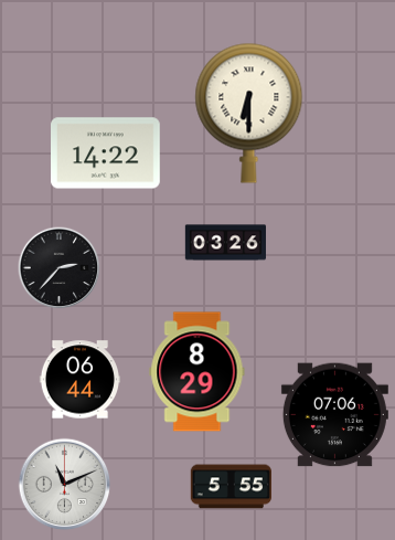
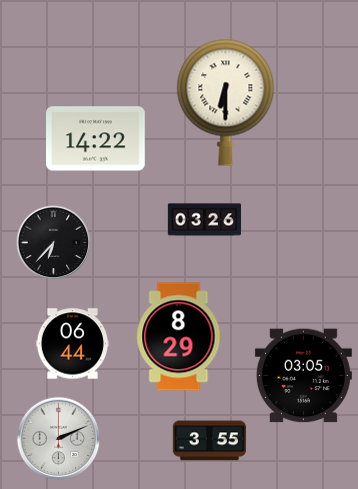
clock at (60, 268): 2:37 -> 6:37
clock at (334, 415): 07:06 -> 03:05
clock at (65, 485): 11:11 -> 2:11
clock at (231, 487): 5:55 -> 3:55
